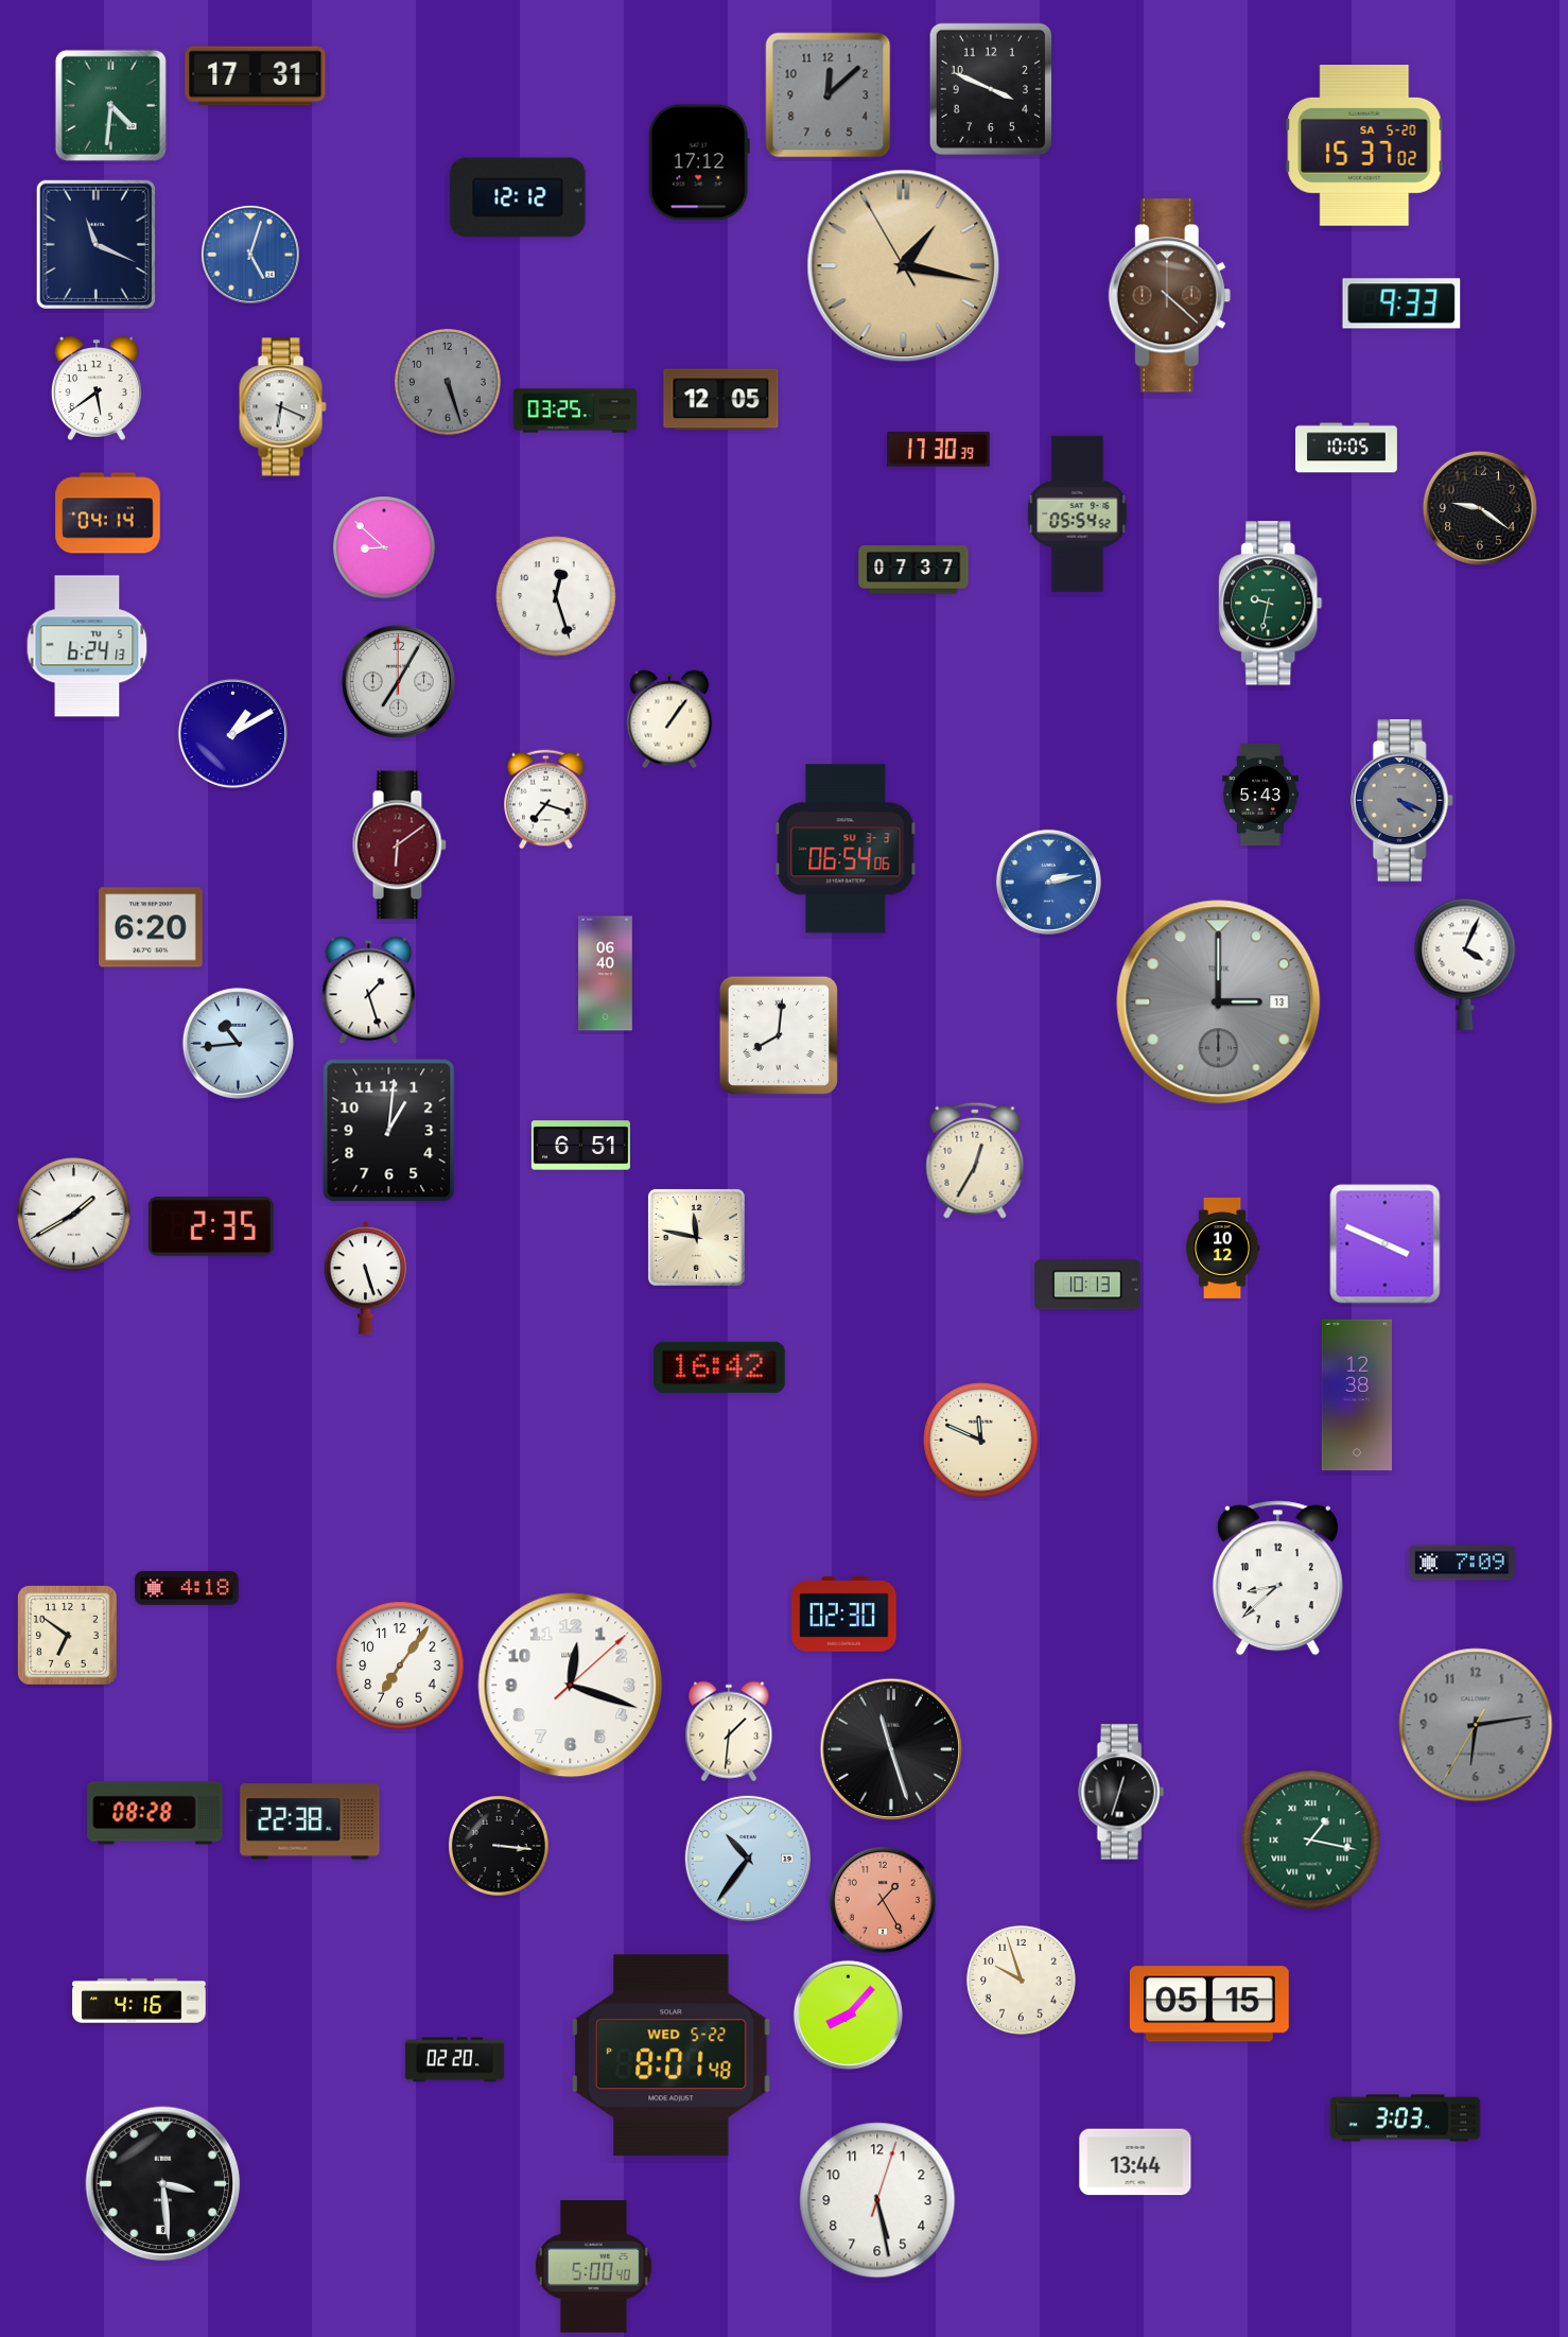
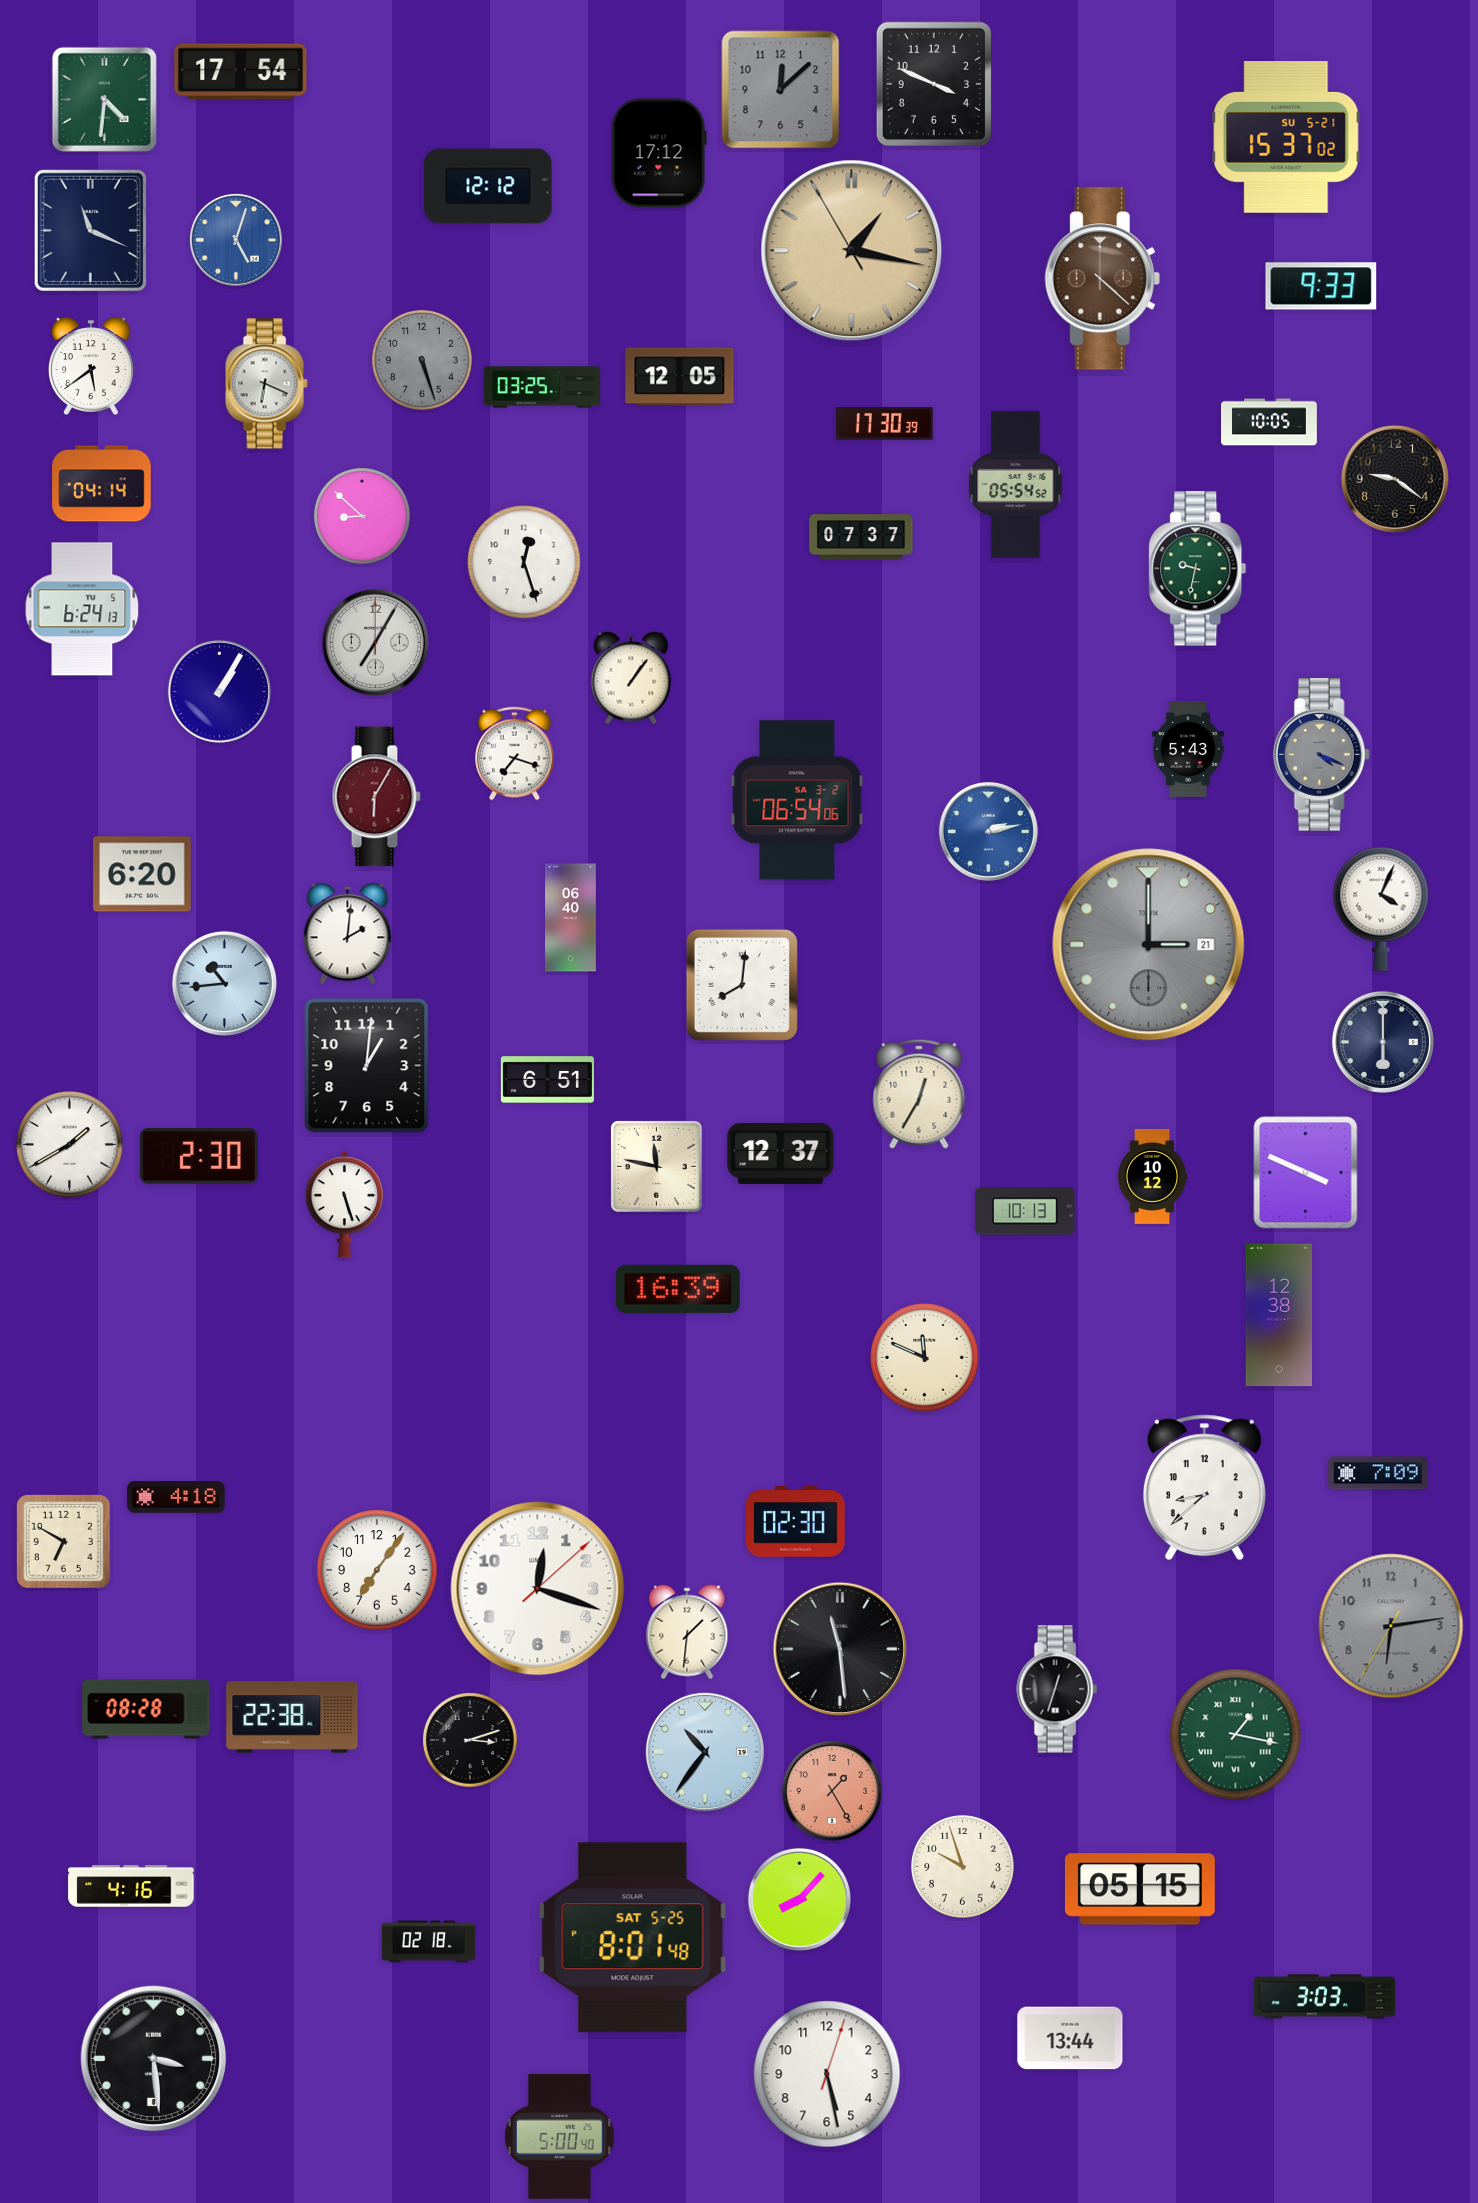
clock at (256, 76): 17:31 -> 17:54
clock at (1364, 146) date: SA 5-20 -> SU 5-21
clock at (232, 733): 1:10 -> 1:05
clock at (399, 845): 6:09 -> 6:05
clock at (846, 849) date: SU 3-3 -> SA 3-2
clock at (369, 991): 1:27 -> 2:01
clock at (1219, 1002) date: 13 -> 21
clock at (779, 1035) position: (779, 1035) -> (742, 985)
clock at (1383, 1042): none -> 6:00
clock at (781, 1153): none -> 12:37
clock at (211, 1227): 2:35 -> 2:30
clock at (719, 1367): 16:42 -> 16:39
clock at (67, 1635): 6:51 -> 6:50
clock at (891, 1749): 11:27 -> 11:29
clock at (500, 1847): 3:16 -> 3:12
clock at (672, 2056) date: WED 5-22 -> SAT 5-25
clock at (454, 2060): 02:20 -> 02:18
